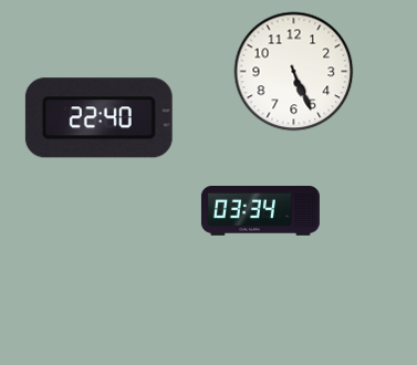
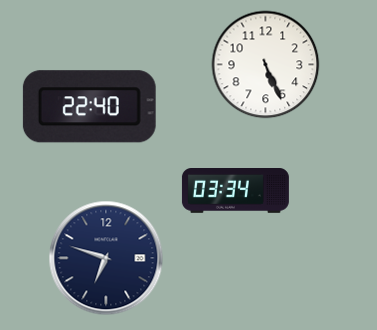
clock at (106, 258): none -> 6:48
